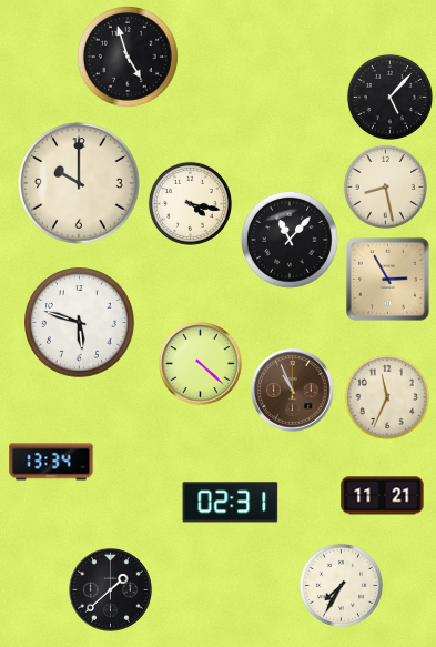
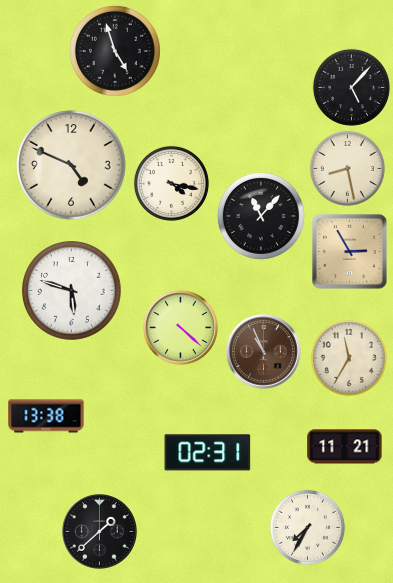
clock at (79, 183): 10:00 -> 4:49
clock at (387, 397): 11:34 -> 11:35
clock at (51, 462): 13:34 -> 13:38
